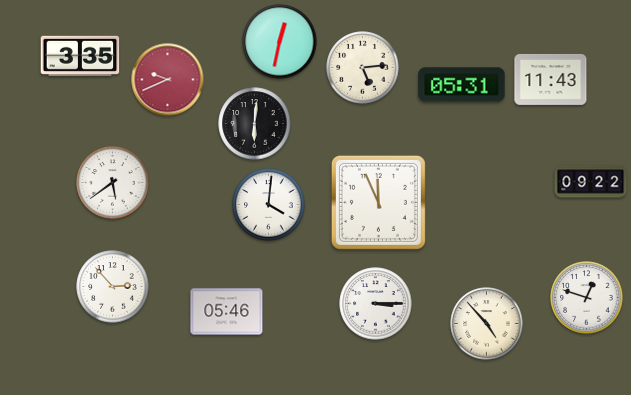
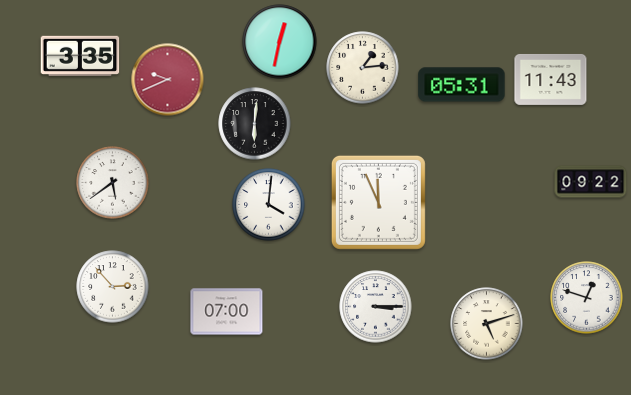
clock at (363, 68): 5:14 -> 1:14
clock at (376, 304) position: (376, 304) -> (376, 307)
clock at (227, 312): 05:46 -> 07:00
clock at (487, 324): 4:53 -> 5:12
